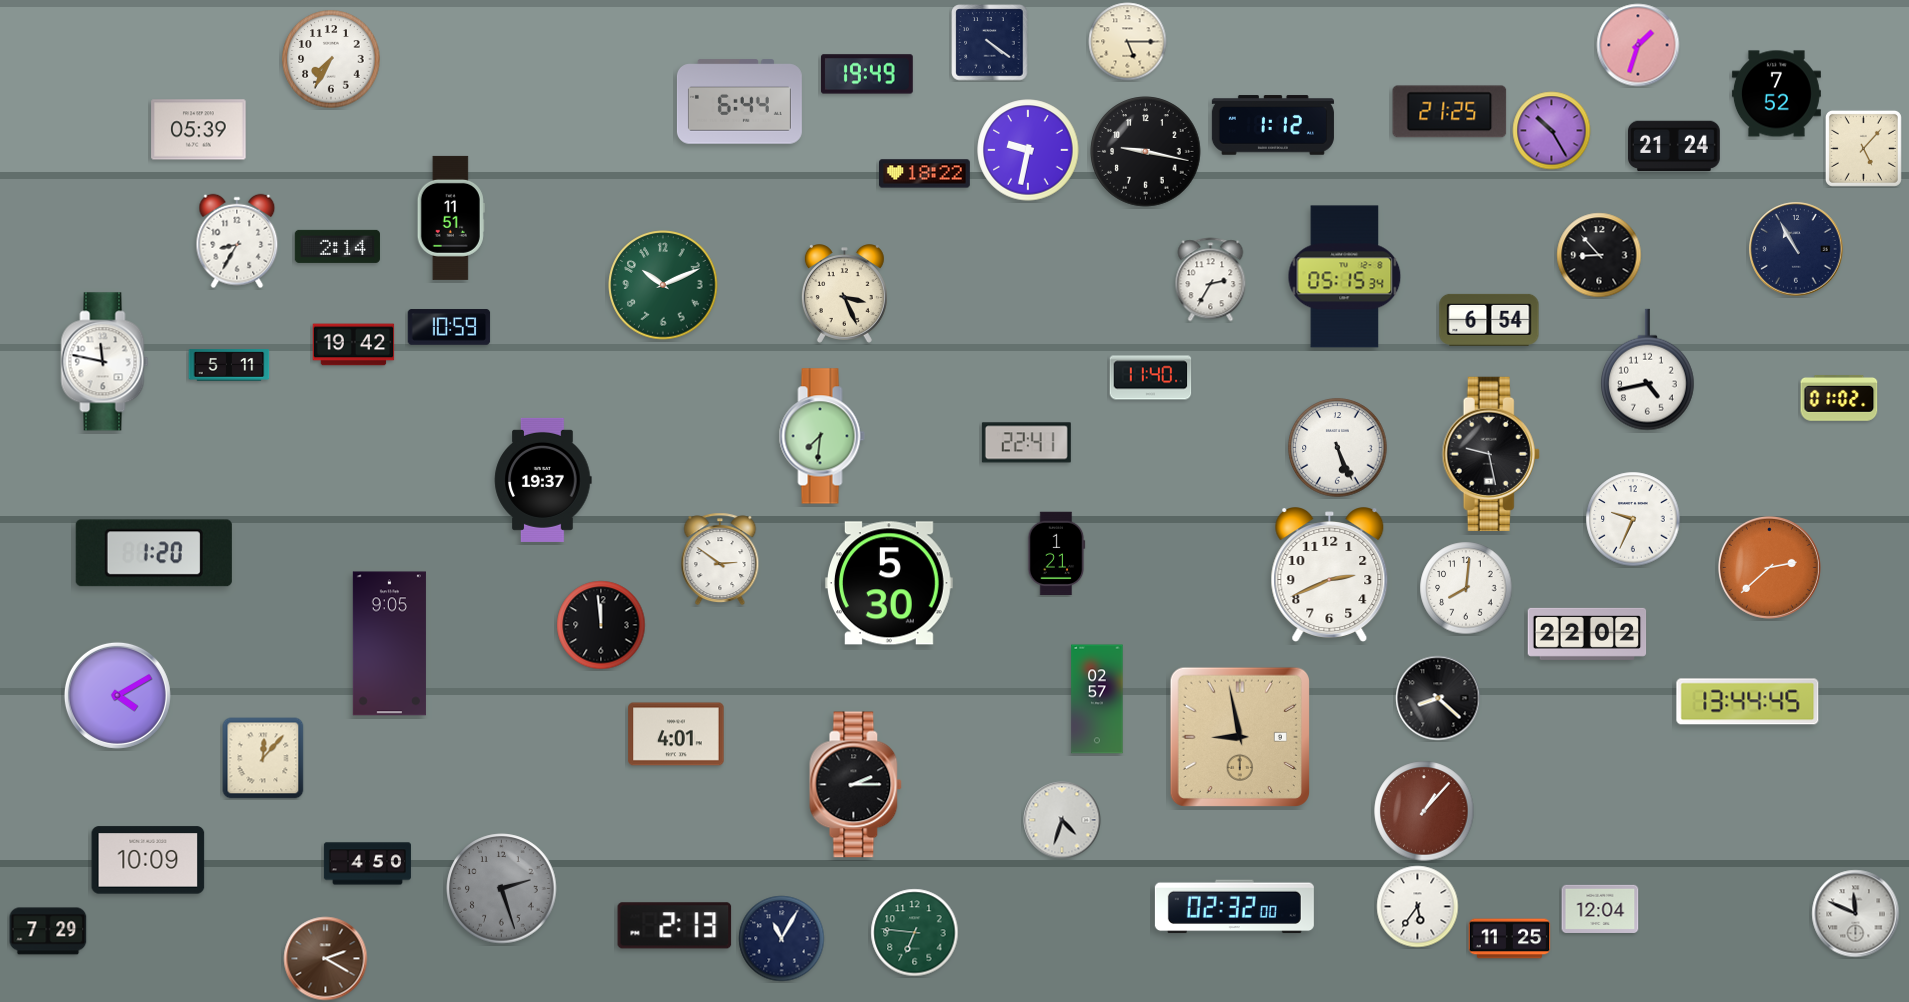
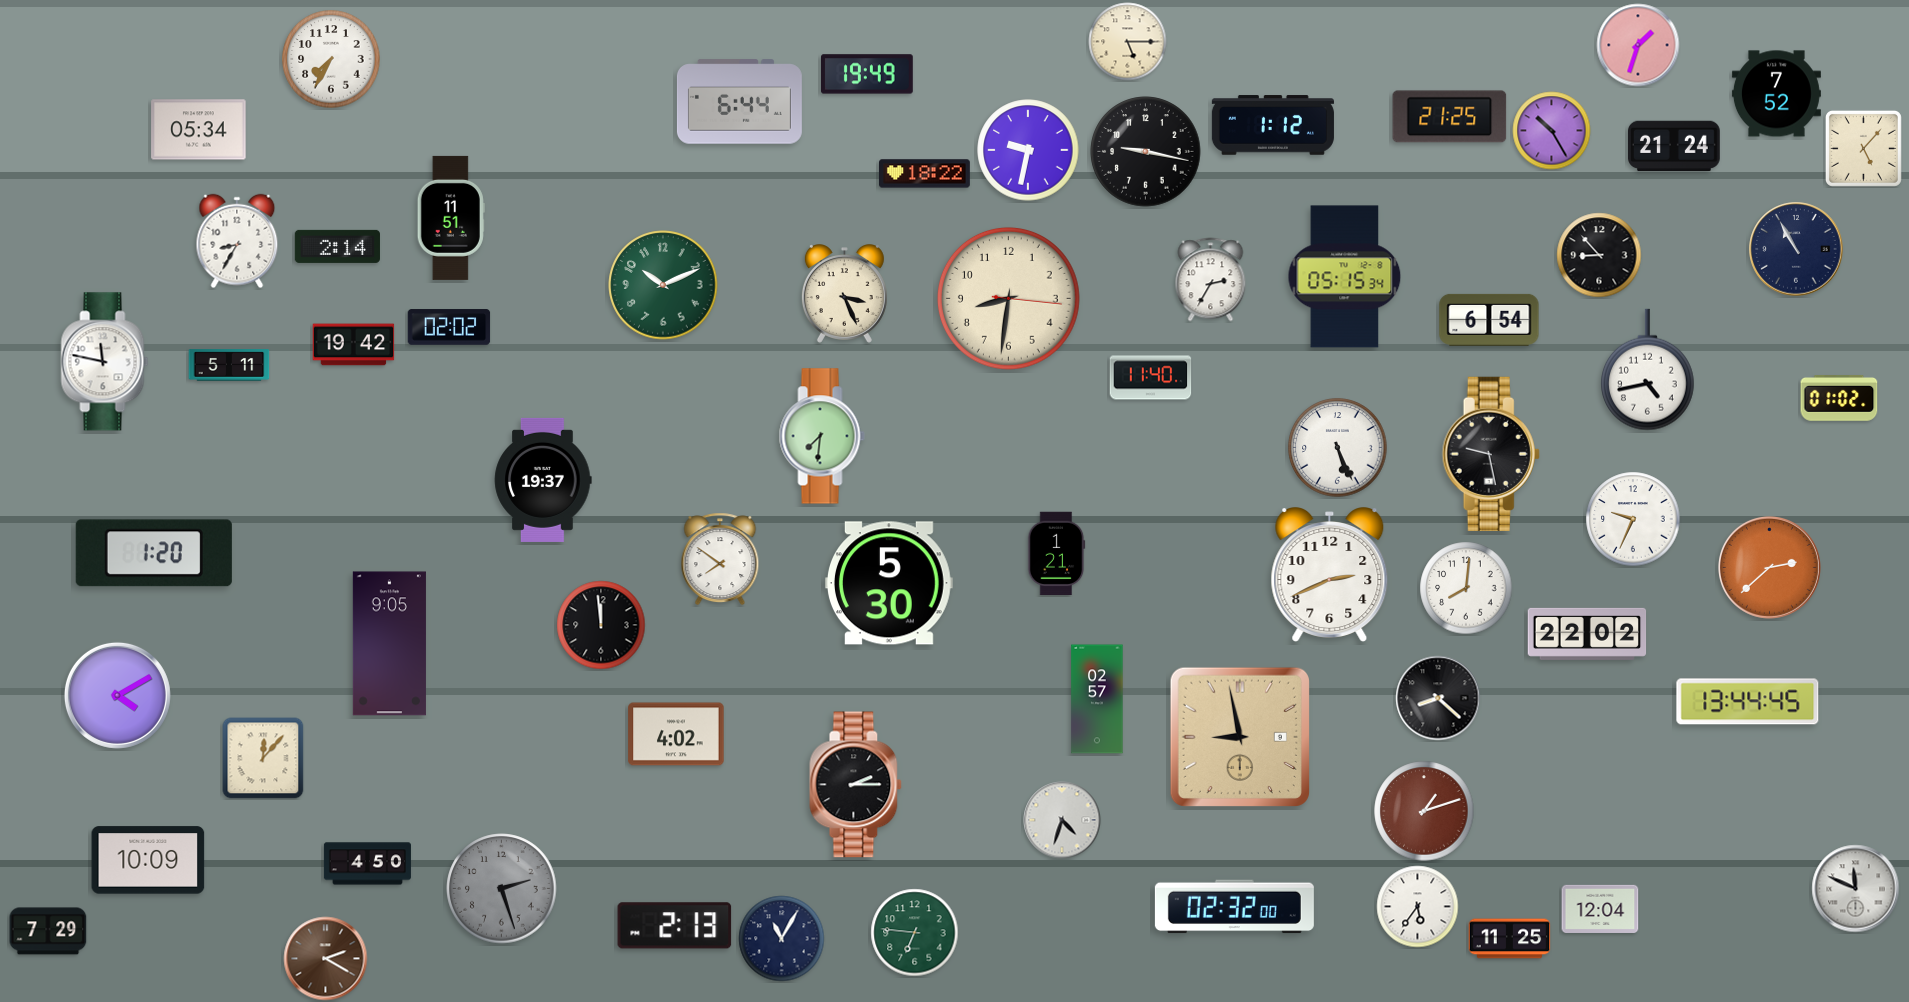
clock at (990, 43): 4:21 -> none
clock at (1450, 112) position: (1450, 112) -> (1450, 117)
clock at (199, 130): 05:39 -> 05:34
clock at (1008, 298): none -> 8:31
clock at (449, 327): 10:59 -> 02:02
clock at (1026, 443): 22:41 -> none
clock at (720, 559): 2:51 -> 7:51
clock at (676, 734): 4:01 -> 4:02
clock at (1424, 811): 1:07 -> 1:12
clock at (1856, 914) position: (1856, 914) -> (1856, 889)
